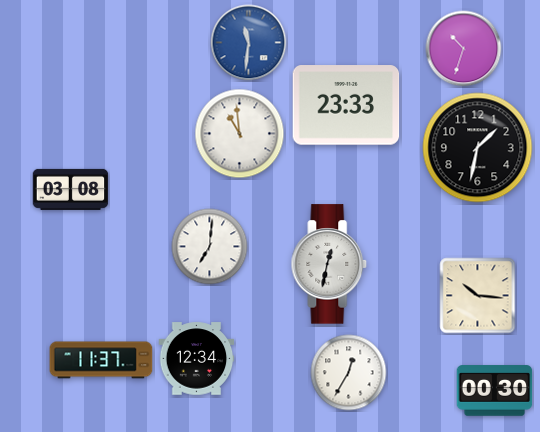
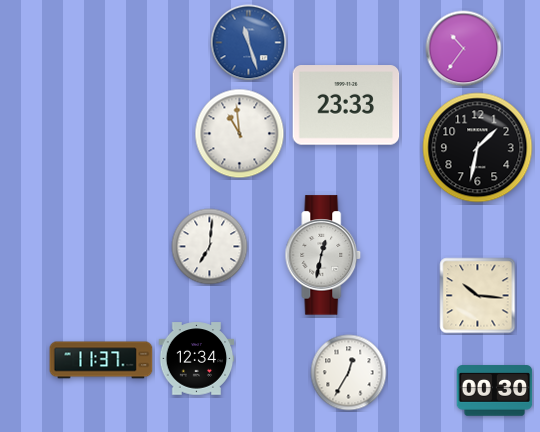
clock at (249, 43): 11:31 -> 11:27
clock at (464, 49): 10:33 -> 10:36
clock at (71, 189): 03:08 -> none
clock at (329, 264) position: (329, 264) -> (323, 255)
